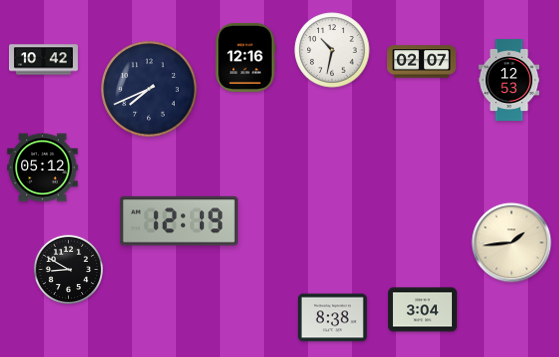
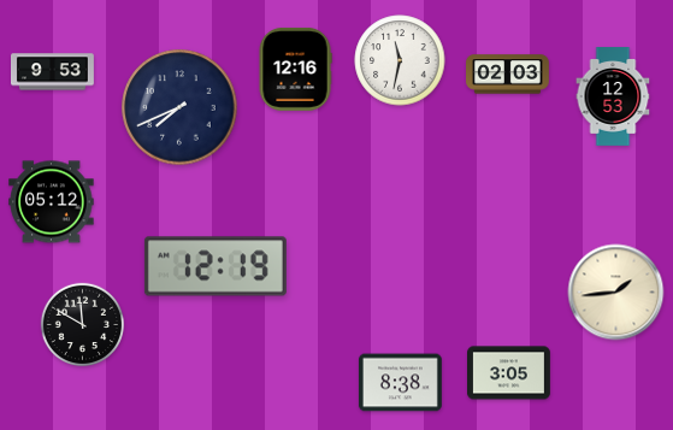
clock at (332, 50): 10:32 -> 11:32
clock at (44, 60): 10:42 -> 9:53
clock at (422, 62): 02:07 -> 02:03
clock at (68, 269): 8:50 -> 11:50
clock at (423, 310): 3:04 -> 3:05
